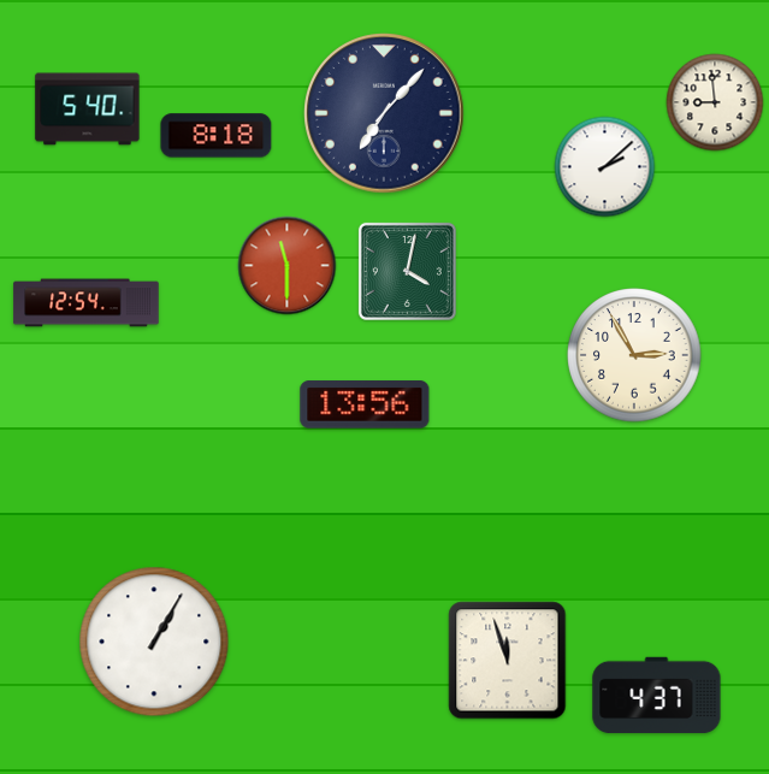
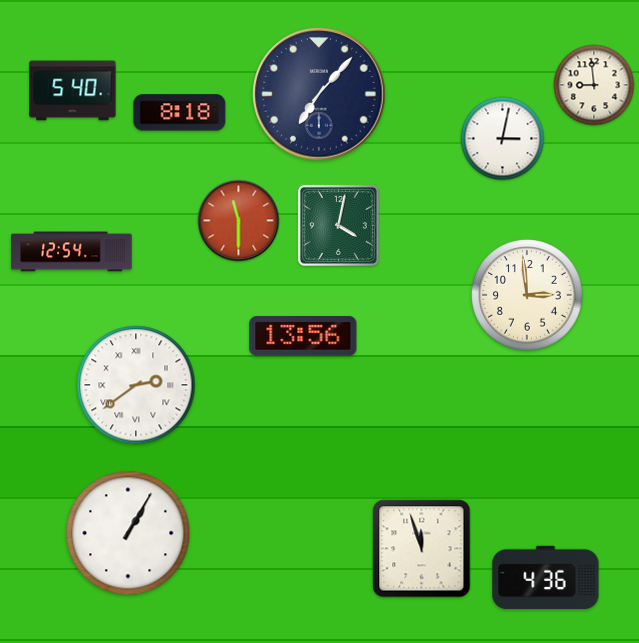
clock at (605, 167): 2:08 -> 3:02
clock at (634, 355): 2:55 -> 2:59
clock at (136, 385): none -> 2:39
clock at (657, 696): 4:37 -> 4:36
